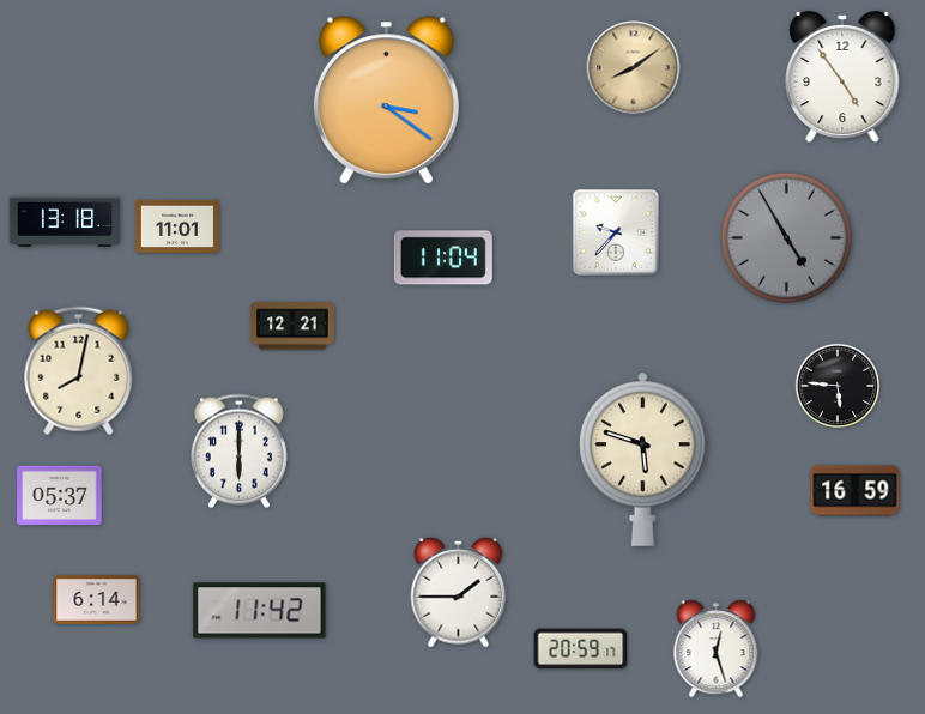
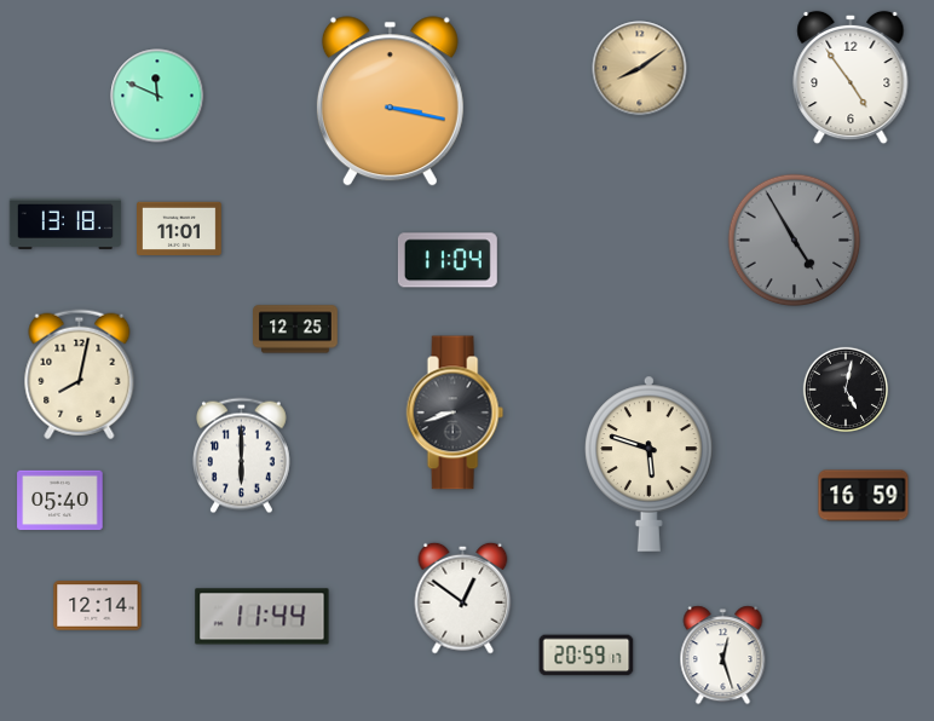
clock at (157, 96): none -> 11:49
clock at (386, 101): 3:21 -> 3:17
clock at (616, 232): 9:37 -> none
clock at (294, 326): 12:21 -> 12:25
clock at (836, 385): 5:46 -> 5:02
clock at (455, 413): none -> 8:42
clock at (60, 496): 05:37 -> 05:40
clock at (459, 592): 1:45 -> 12:51
clock at (97, 600): 6:14 -> 12:14
clock at (260, 611): 11:42 -> 11:44
